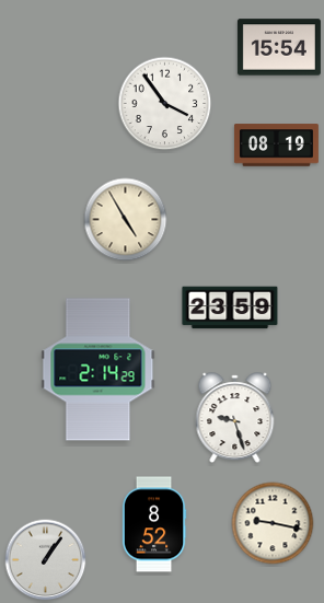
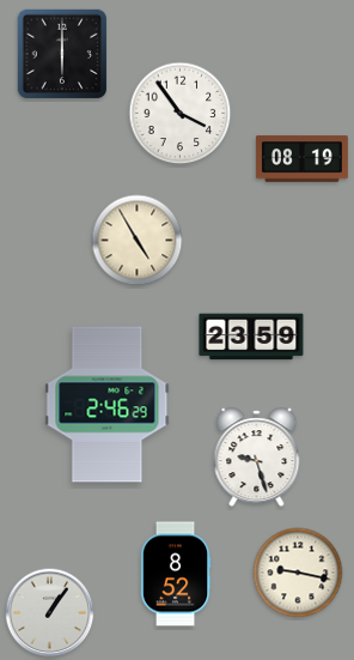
clock at (279, 47): 15:54 -> none
clock at (62, 54): none -> 6:00
clock at (99, 370): 2:14 -> 2:46
clock at (154, 524) position: (154, 524) -> (176, 574)
